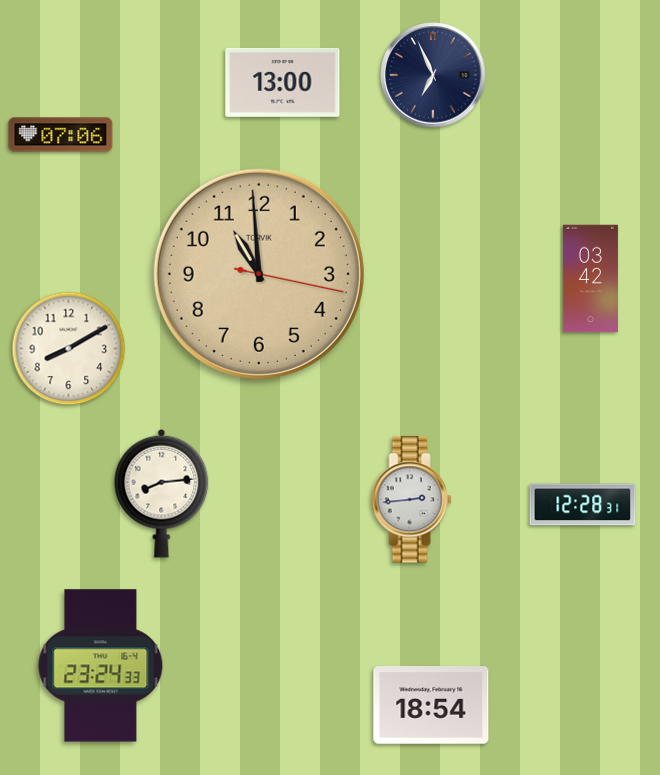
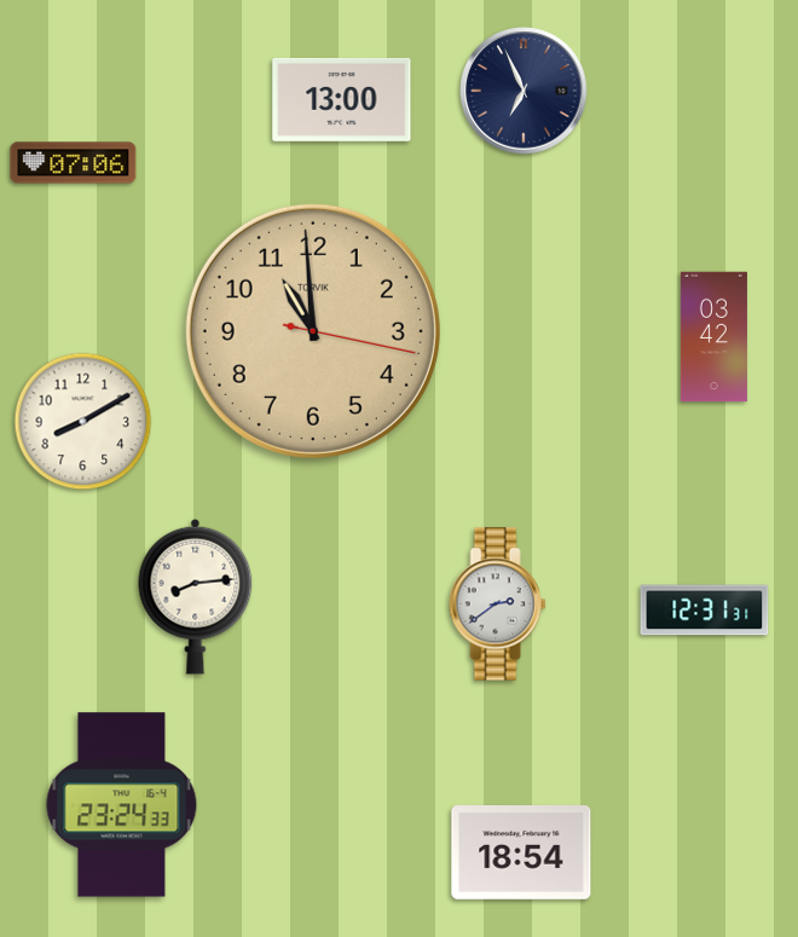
clock at (412, 500): 2:44 -> 2:39
clock at (583, 505): 12:28 -> 12:31
